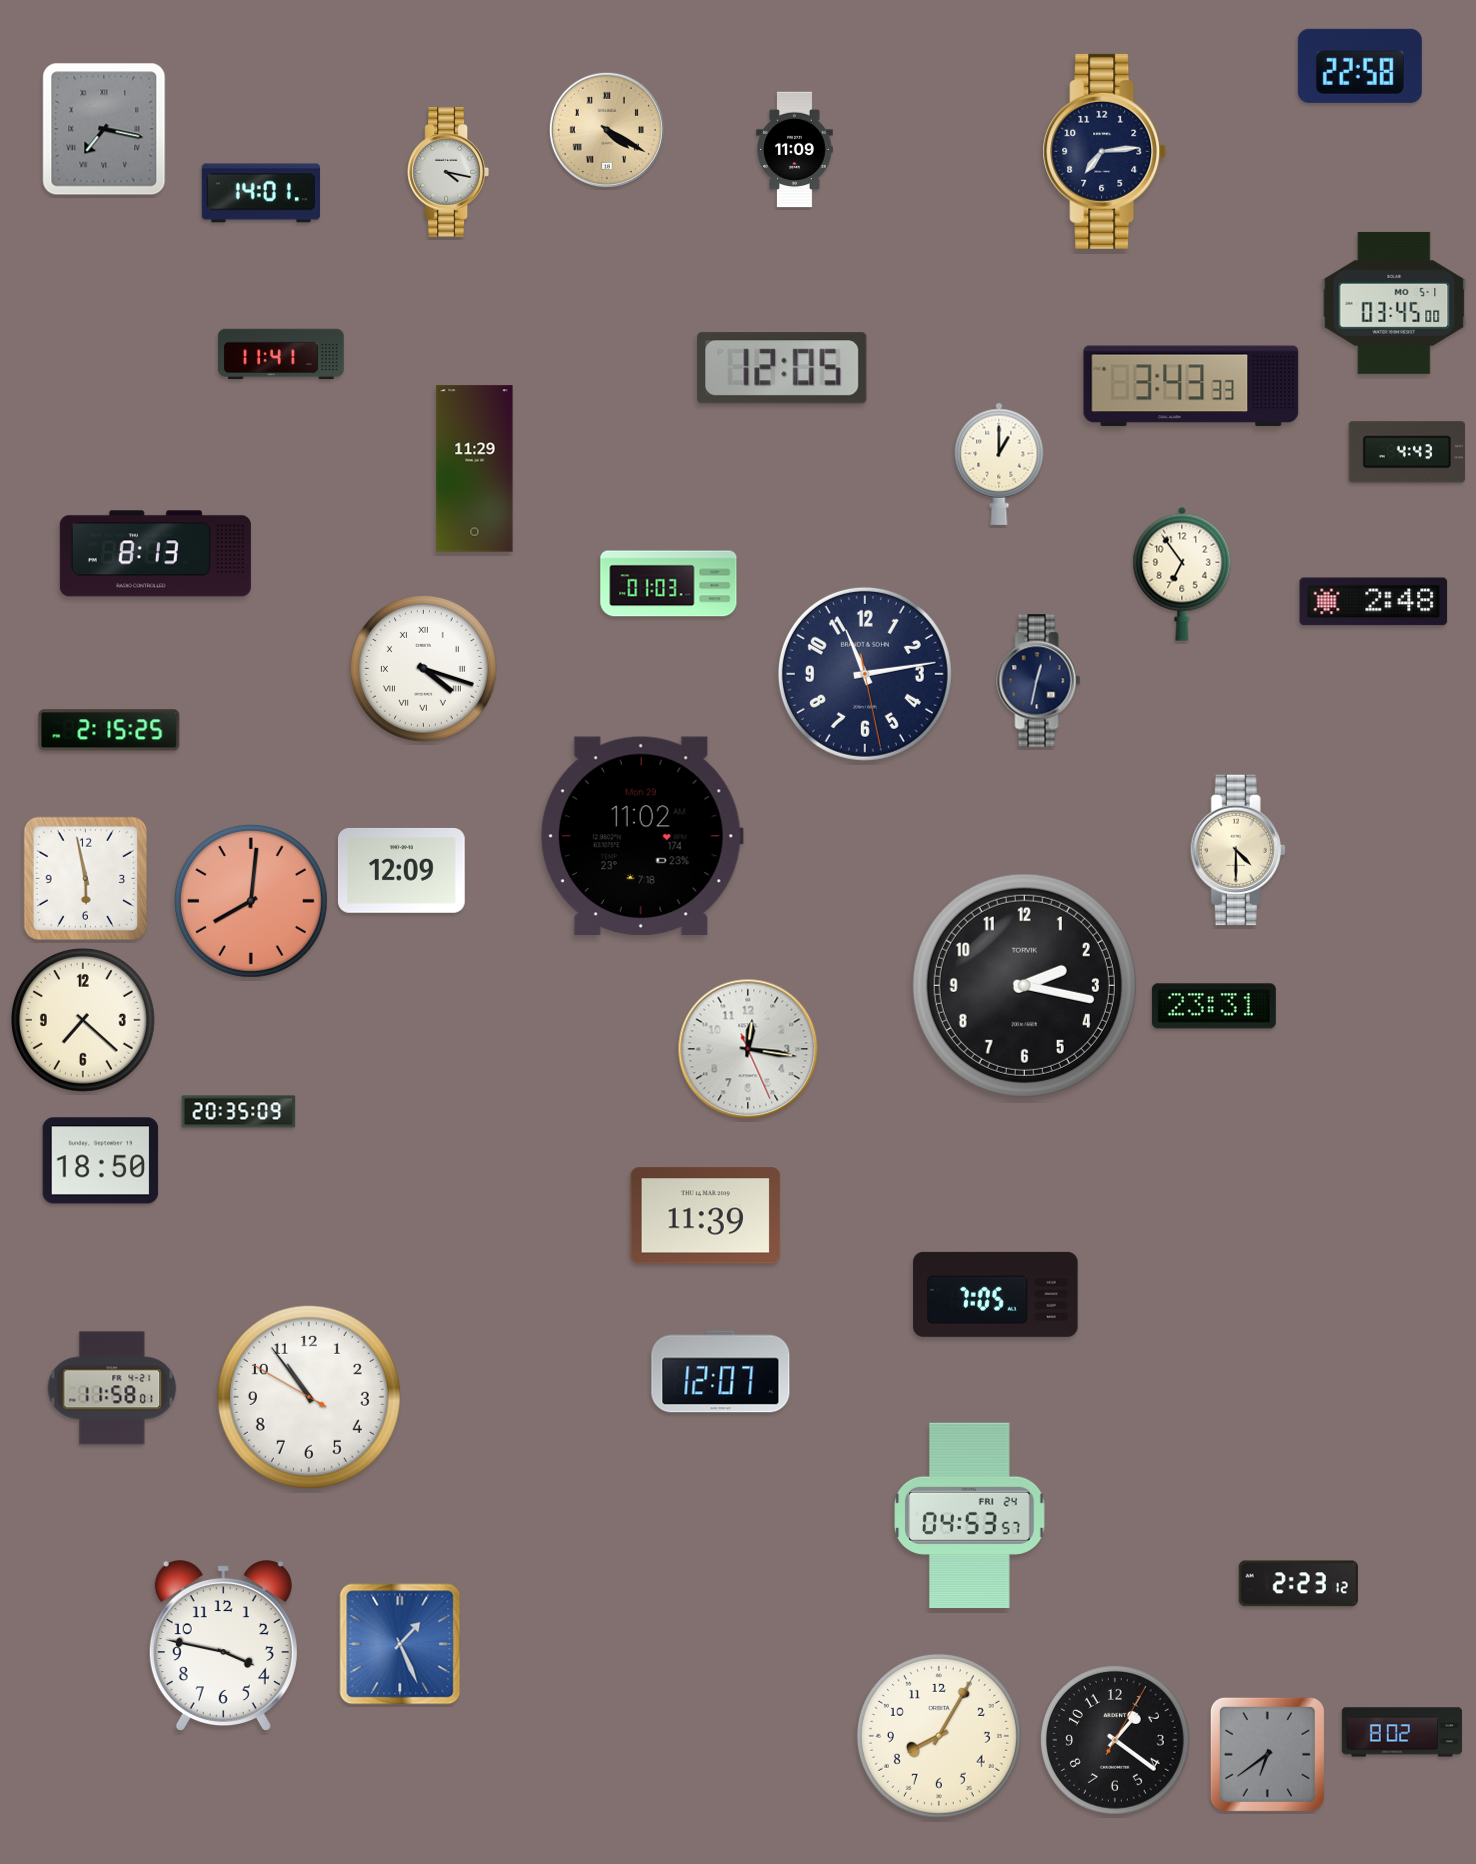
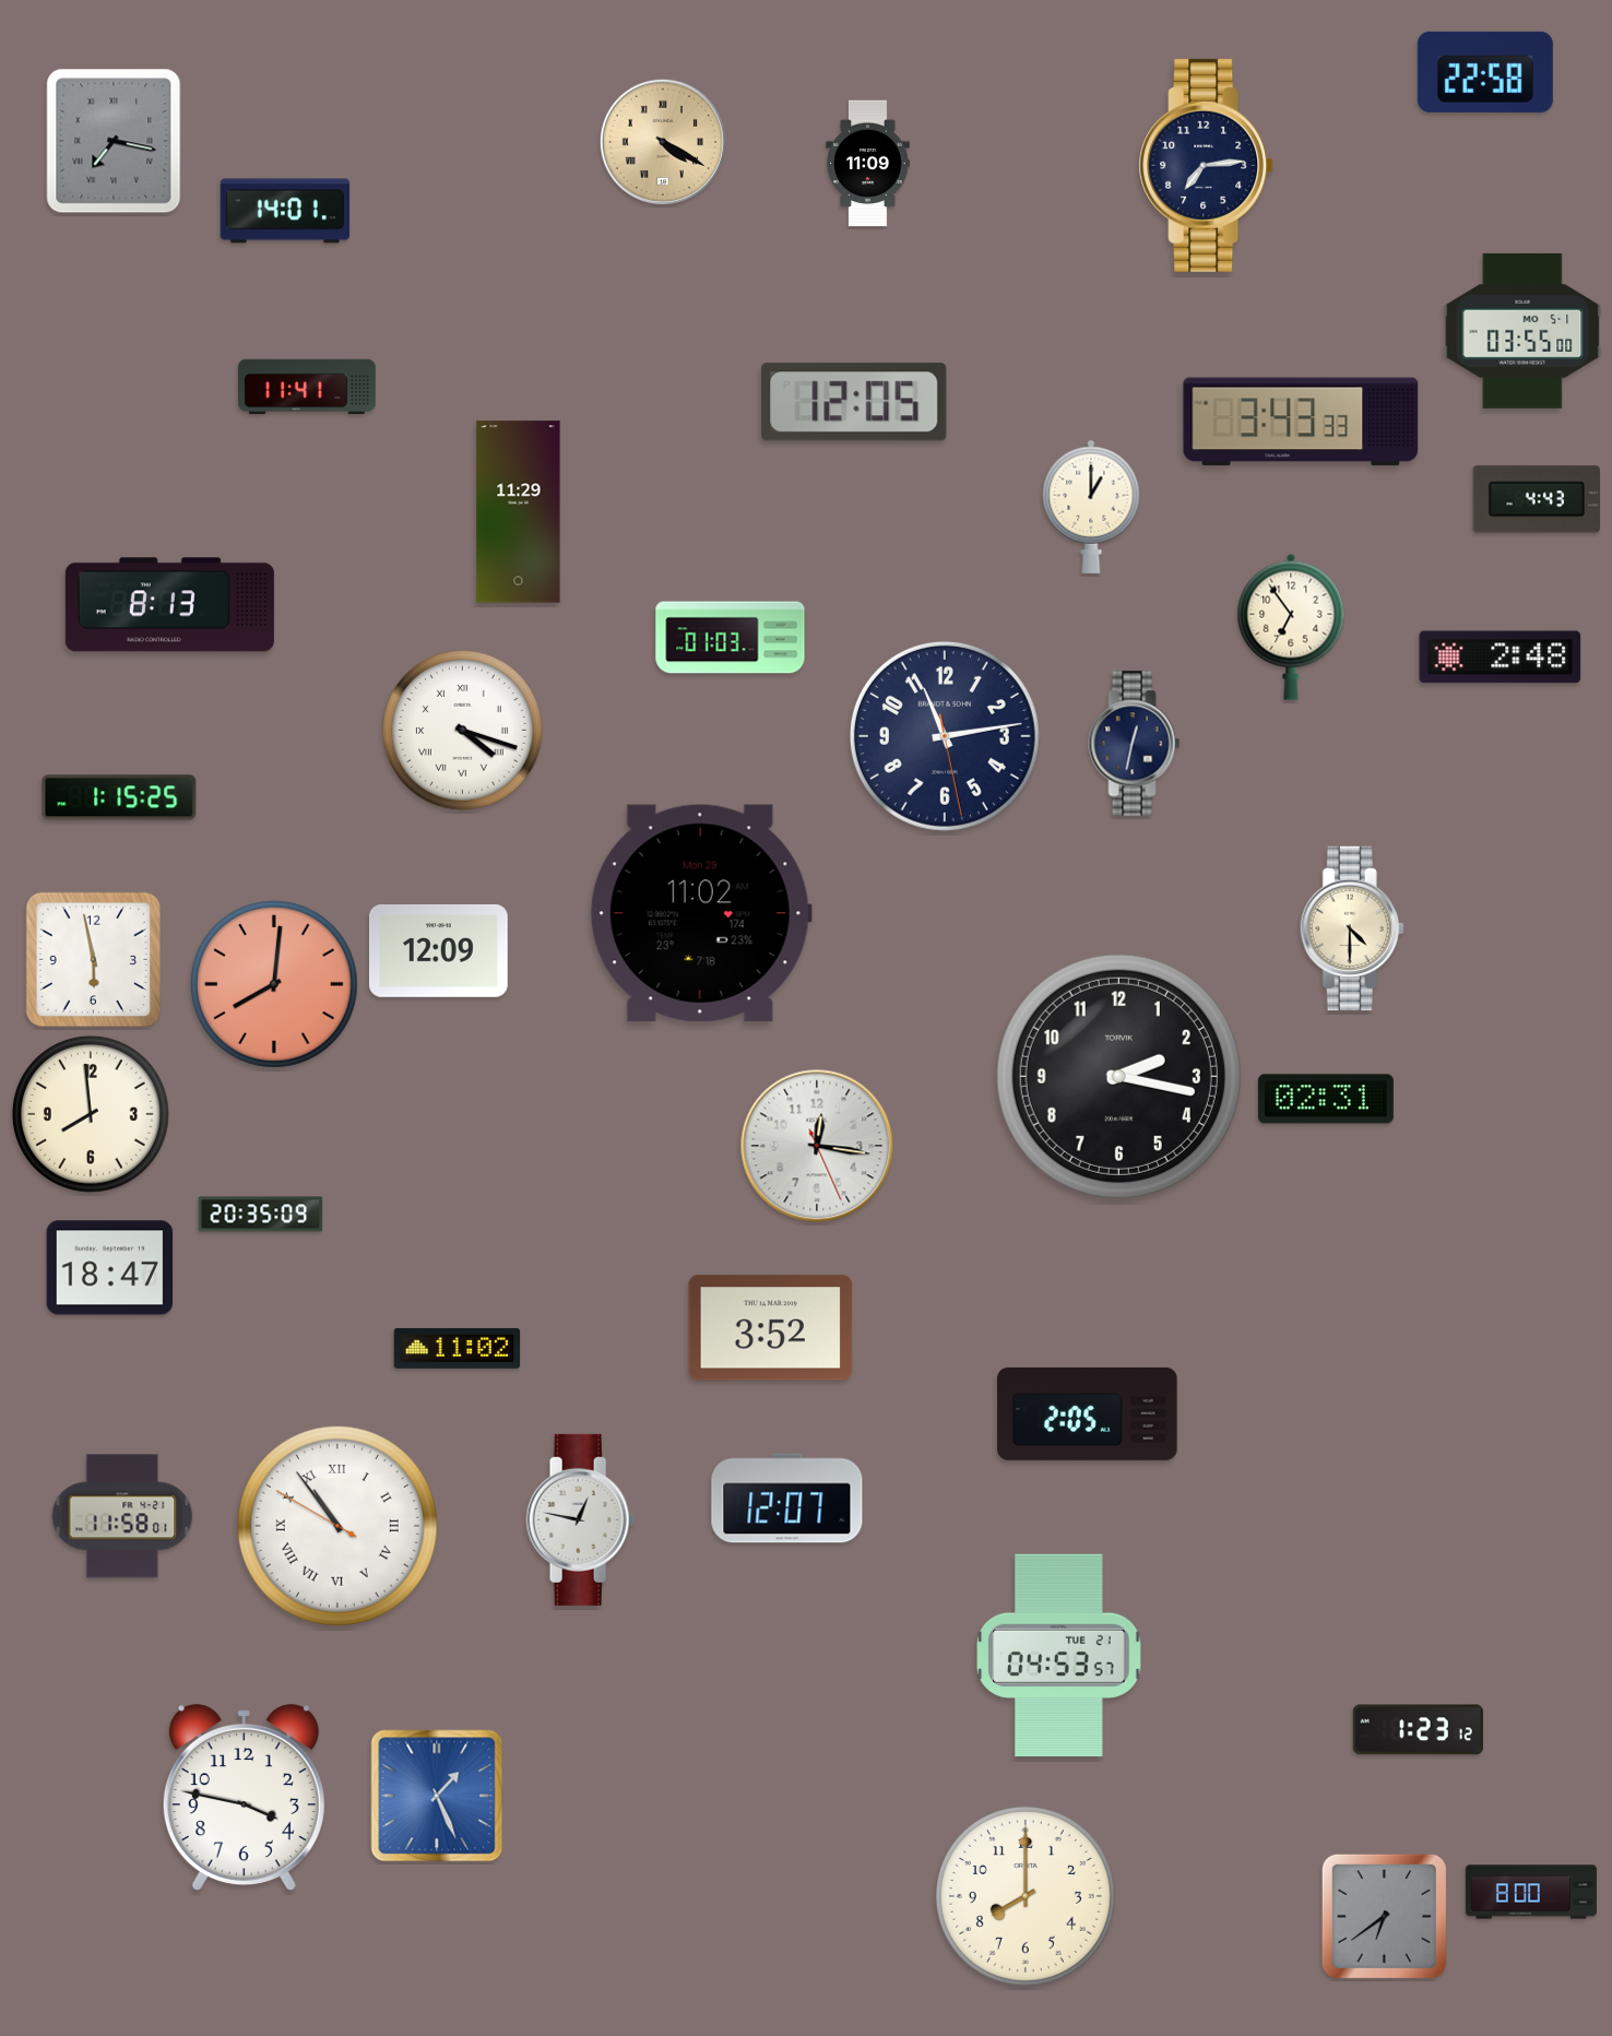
clock at (448, 172): 4:17 -> none
clock at (1394, 303): 03:45 -> 03:55
clock at (1407, 452) position: (1407, 452) -> (1537, 499)
clock at (109, 730): 2:15 -> 1:15
clock at (1214, 1006): 23:31 -> 02:31
clock at (84, 1021): 7:22 -> 7:59
clock at (101, 1161): 18:50 -> 18:47
clock at (706, 1216): 11:39 -> 3:52
clock at (458, 1348): none -> 11:02
clock at (996, 1294): 7:05 -> 2:05
clock at (581, 1519): none -> 12:47
clock at (309, 1397) numerals: Arabic -> Roman
clock at (970, 1516) date: FRI 24 -> TUE 21
clock at (1298, 1584): 2:23 -> 1:23
clock at (1402, 1732): 8:02 -> 8:00
clock at (939, 1736): 8:05 -> 8:00
clock at (1115, 1740): 1:21 -> none
